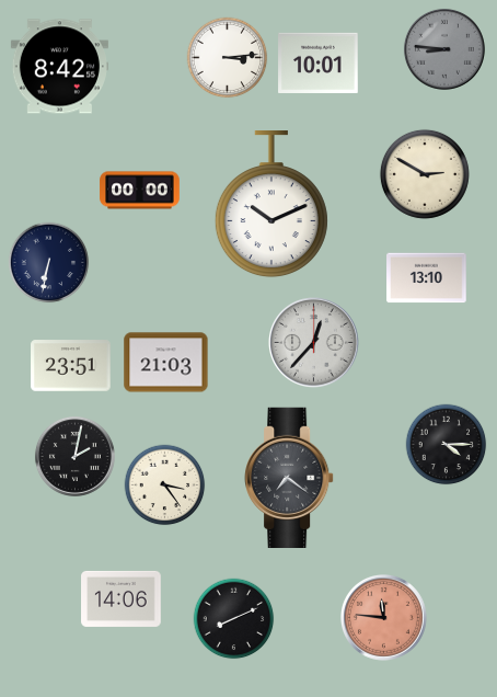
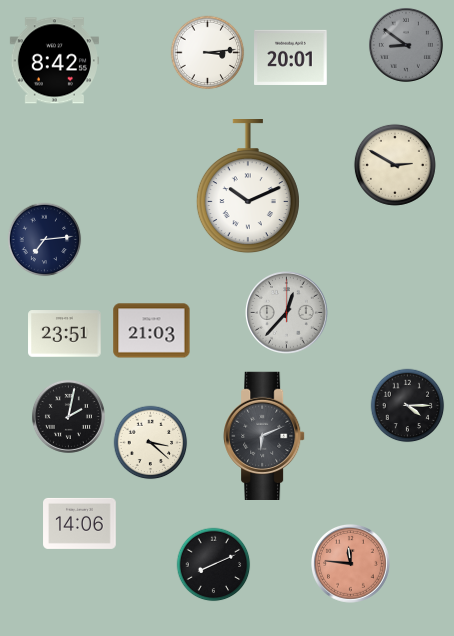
clock at (444, 49): 8:46 -> 8:51
clock at (319, 62): 10:01 -> 20:01
clock at (425, 174) position: (425, 174) -> (395, 165)
clock at (140, 191): 00:00 -> none
clock at (49, 263): 6:32 -> 7:14
clock at (427, 278): 13:10 -> none
clock at (289, 477): 7:21 -> 6:11
clock at (165, 485): 3:24 -> 3:22
clock at (122, 598) position: (122, 598) -> (80, 523)
